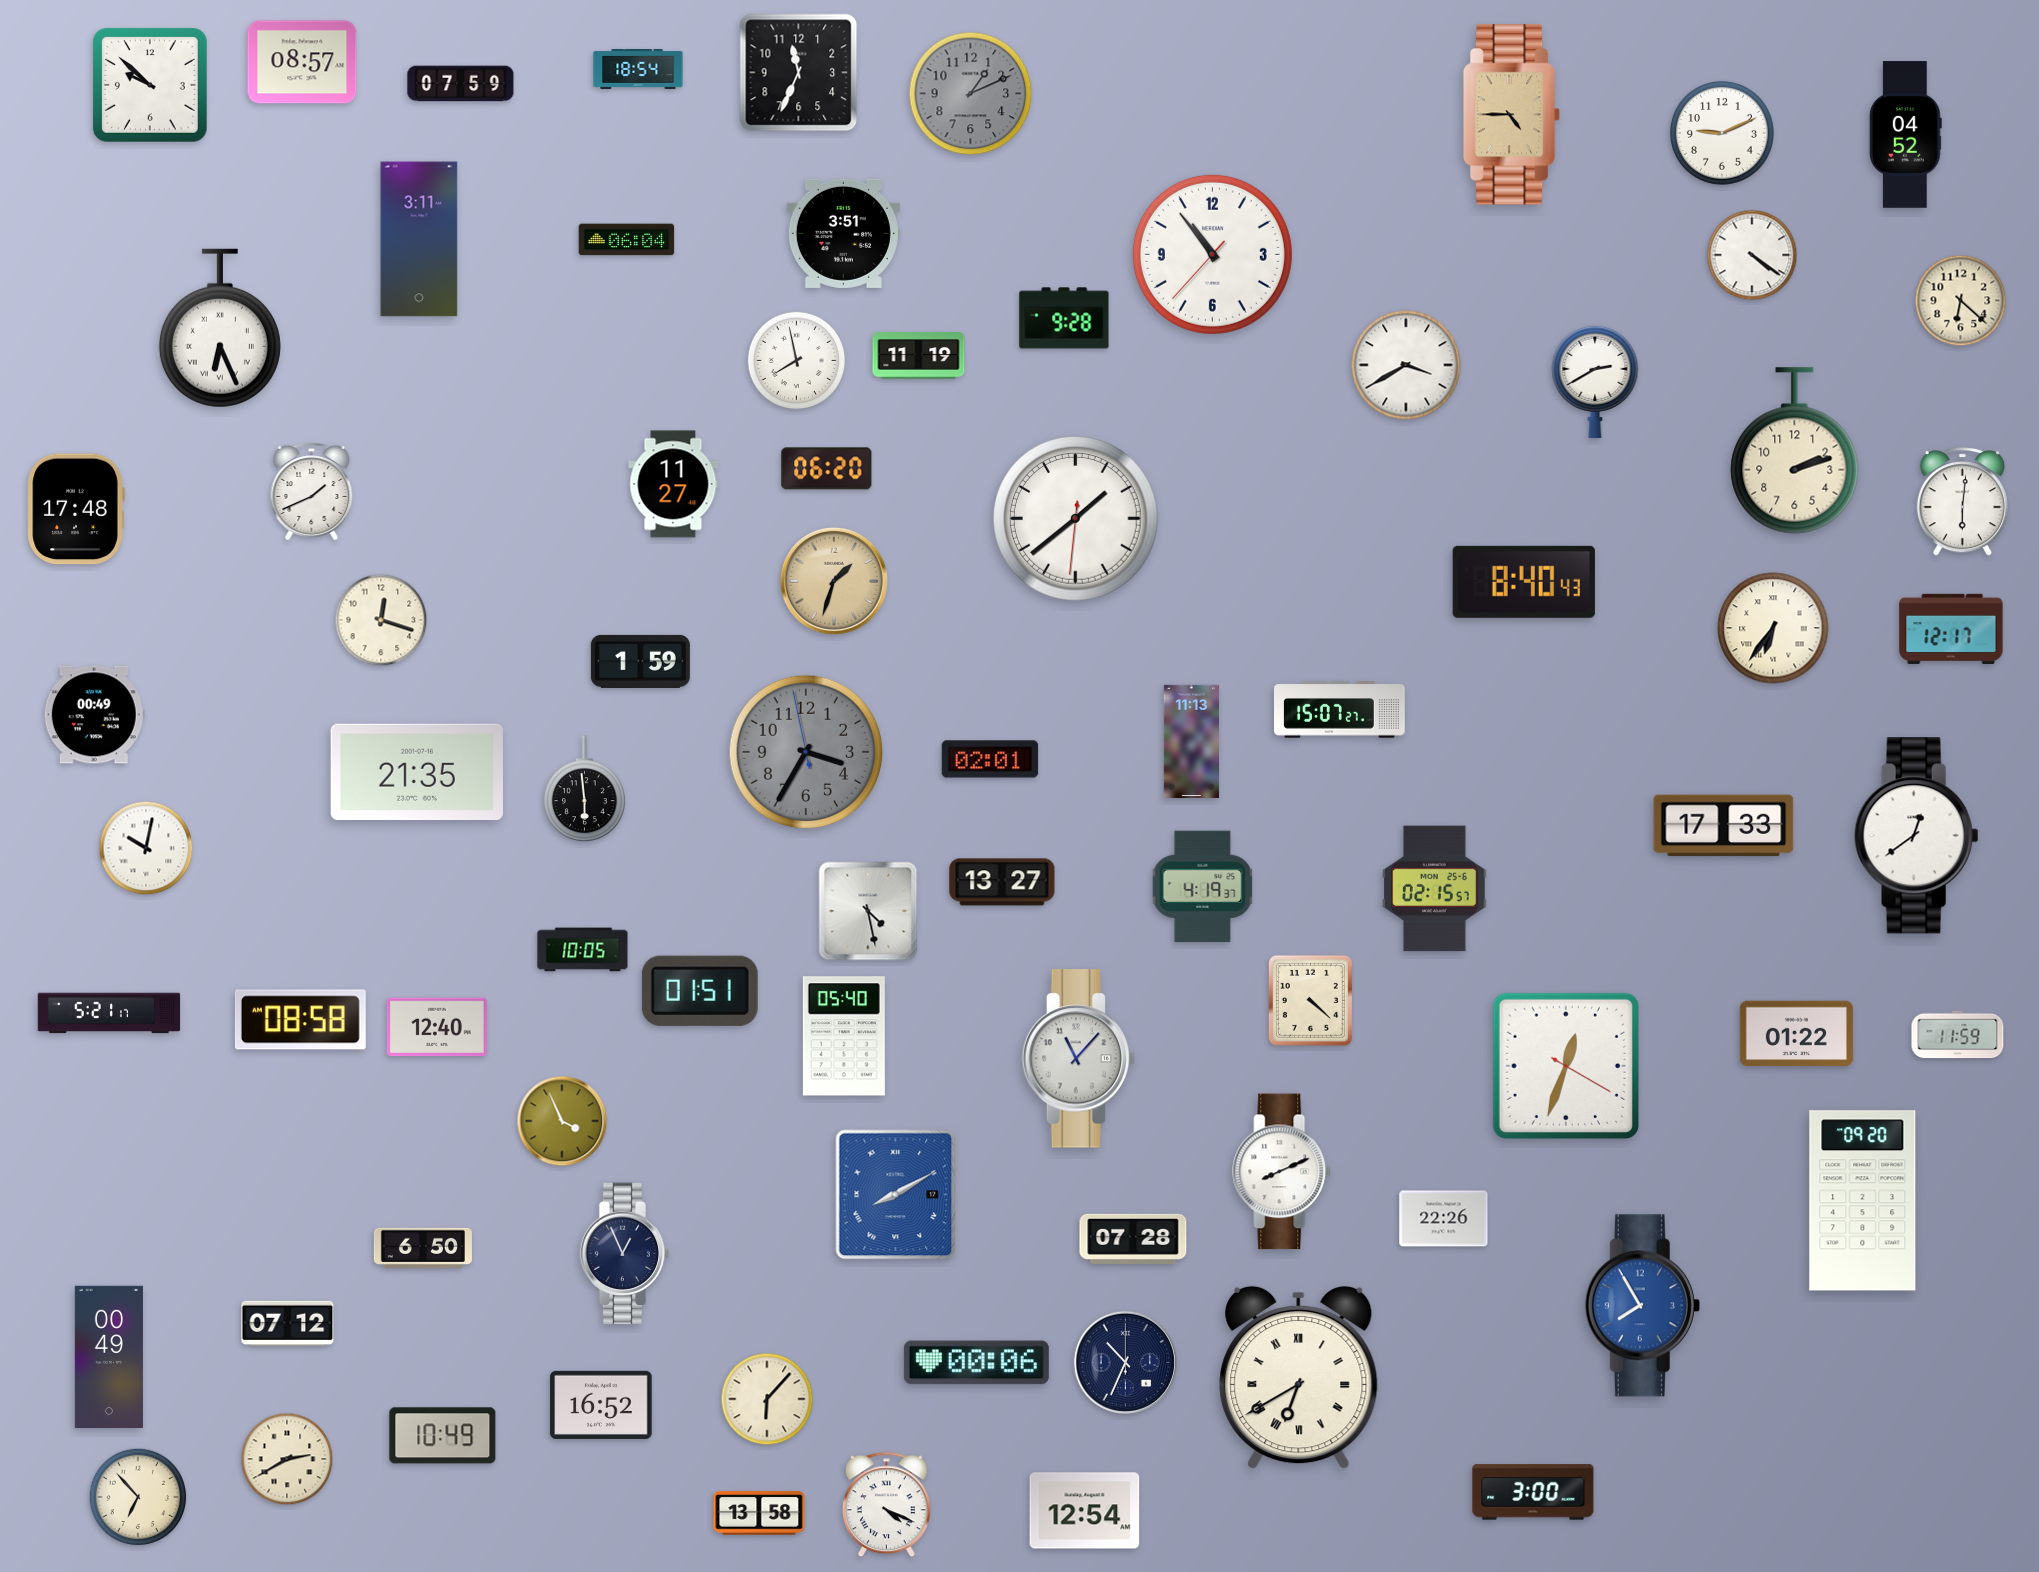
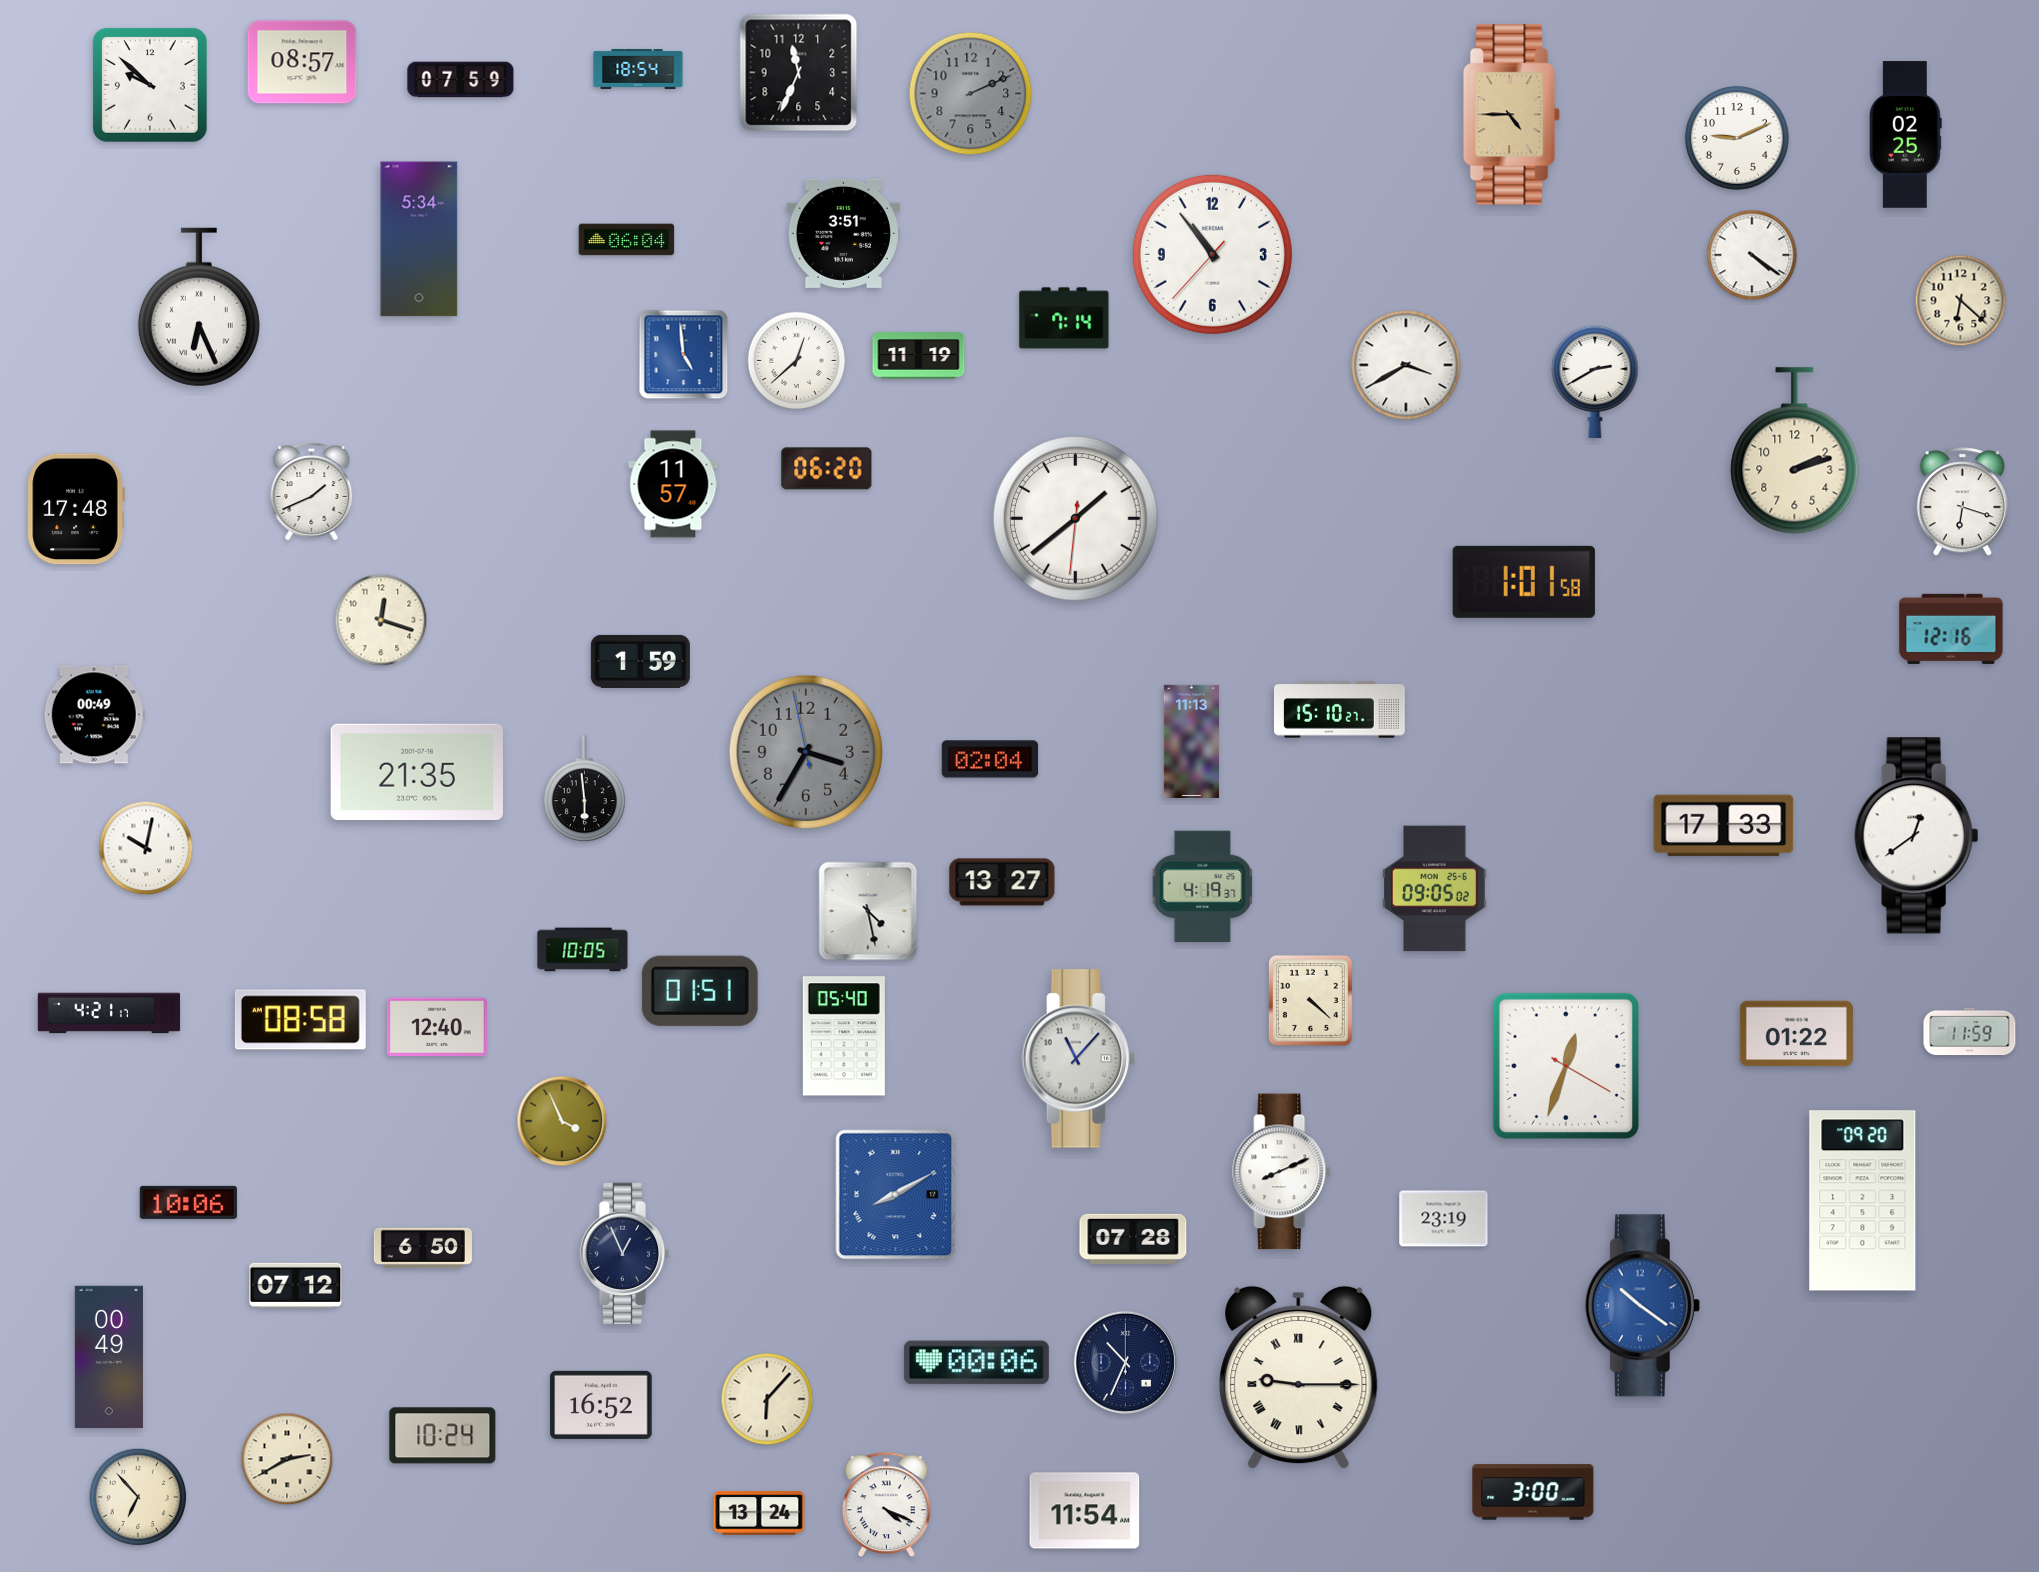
clock at (461, 84) position: (461, 84) -> (461, 80)
clock at (971, 94): 1:11 -> 2:11
clock at (1722, 133) position: (1722, 133) -> (1737, 138)
clock at (1905, 135): 04:52 -> 02:25
clock at (419, 239): 3:11 -> 5:34
clock at (1064, 318): 9:28 -> 7:14
clock at (220, 328) position: (220, 328) -> (199, 307)
clock at (684, 355): none -> 4:59
clock at (797, 361): 7:58 -> 12:38
clock at (673, 484): 11:27 -> 11:57
clock at (1962, 502): 6:01 -> 6:18
clock at (834, 581): 1:33 -> none
clock at (1524, 582): 8:40 -> 1:01
clock at (1773, 628): 6:36 -> none
clock at (1951, 629): 12:17 -> 12:16
clock at (1340, 710): 15:07 -> 15:10
clock at (990, 759): 02:01 -> 02:04
clock at (1435, 889): 02:15 -> 09:05
clock at (109, 1013): 5:21 -> 4:21
clock at (1958, 1035) position: (1958, 1035) -> (1970, 1032)
clock at (188, 1202): none -> 10:06
clock at (1444, 1219): 22:26 -> 23:19
clock at (1642, 1306): 7:55 -> 10:21
clock at (288, 1323) position: (288, 1323) -> (296, 1285)
clock at (1299, 1378): 6:40 -> 9:15
clock at (443, 1436): 10:49 -> 10:24
clock at (1085, 1511): 12:54 -> 11:54
clock at (759, 1513): 13:58 -> 13:24
